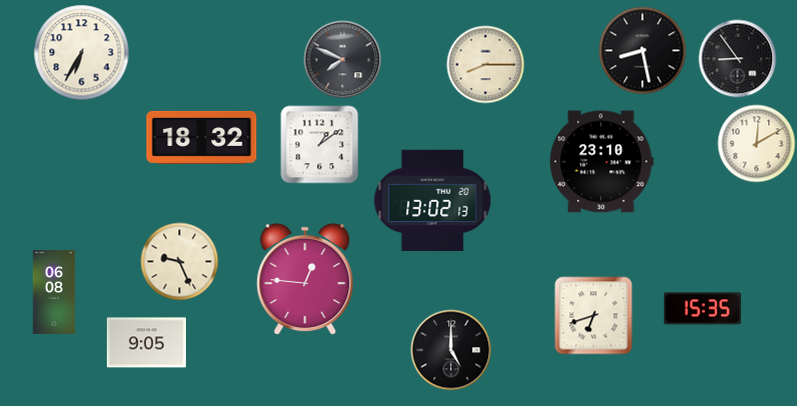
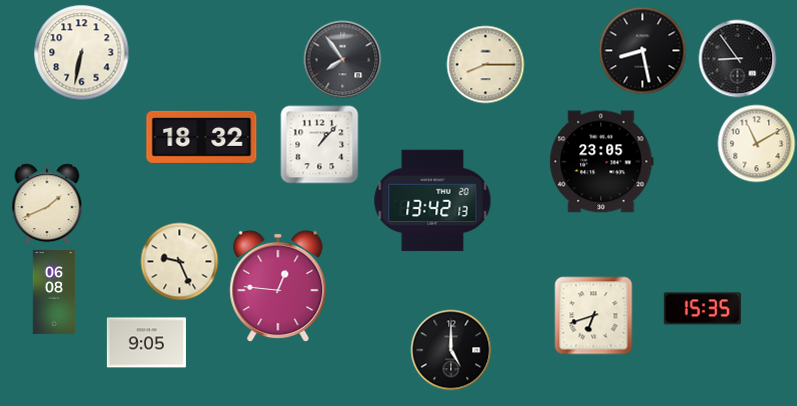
clock at (81, 52): 6:35 -> 6:32
clock at (342, 59): 7:49 -> 7:54
clock at (756, 143): 12:10 -> 11:10
clock at (319, 144): 1:09 -> 1:07
clock at (602, 162): 23:10 -> 23:05
clock at (433, 201): 13:02 -> 13:42
clock at (47, 204): none -> 1:41
clock at (305, 279) position: (305, 279) -> (278, 286)
